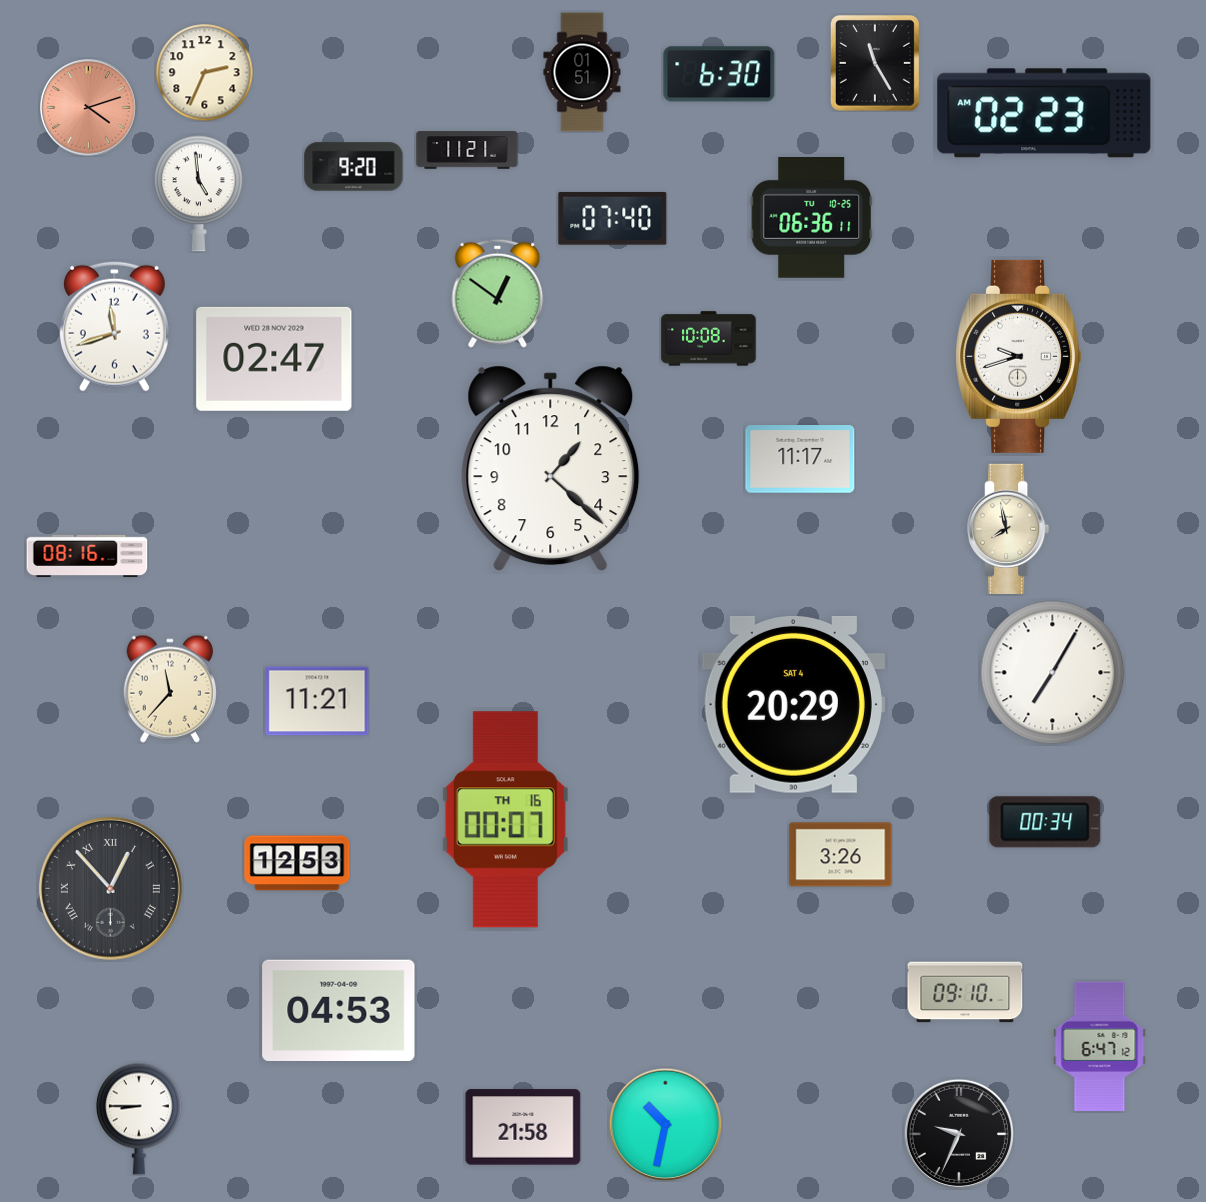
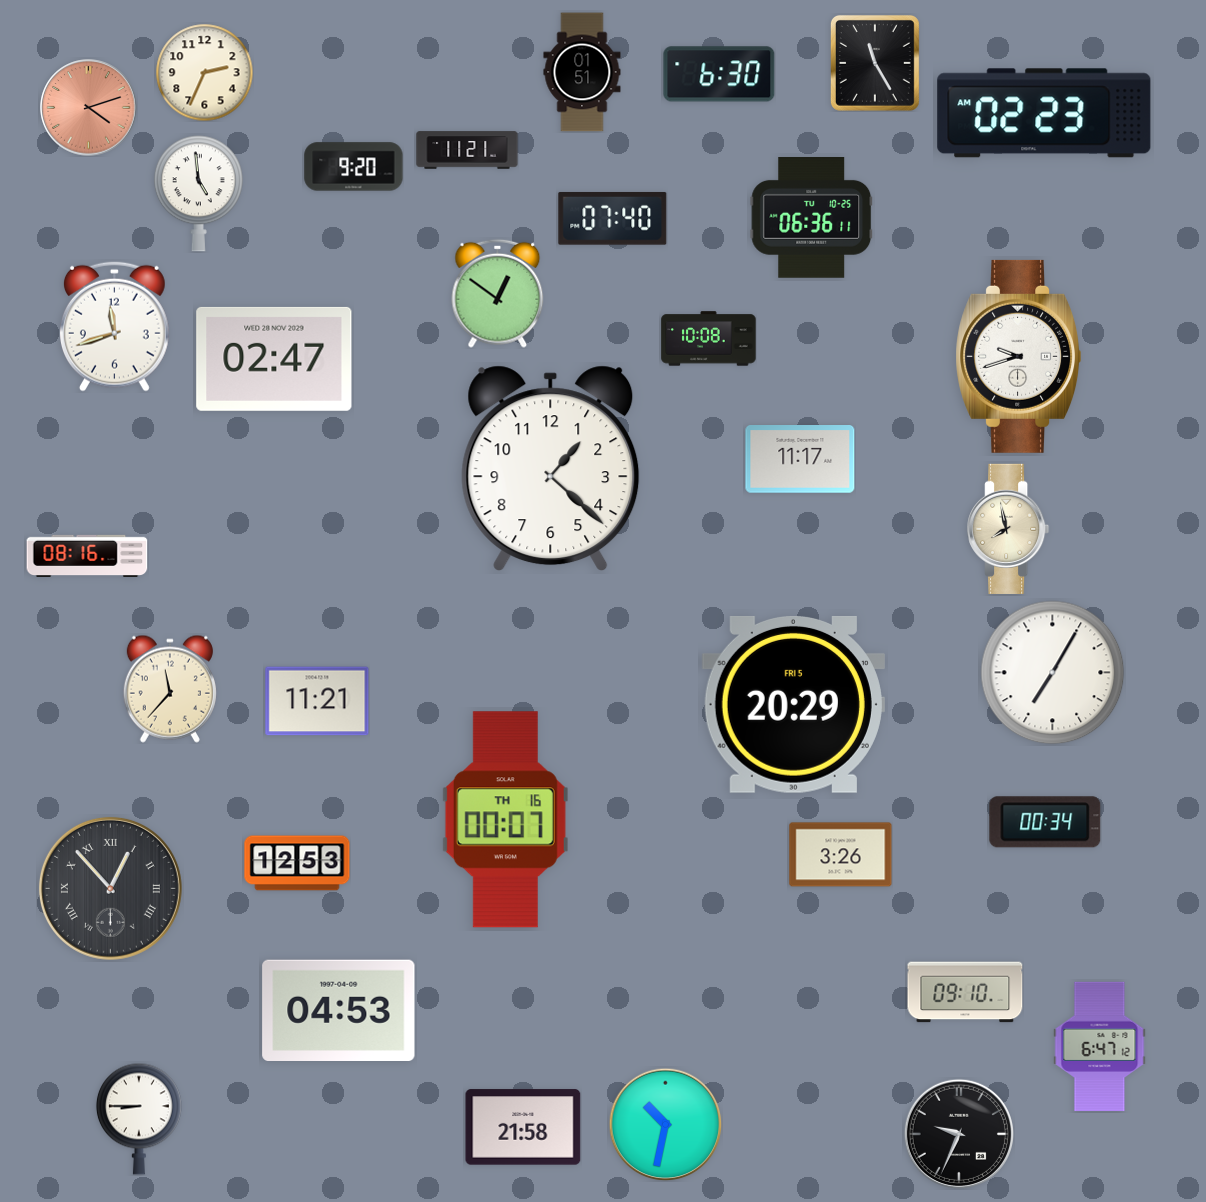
clock at (793, 704) date: SAT 4 -> FRI 5
